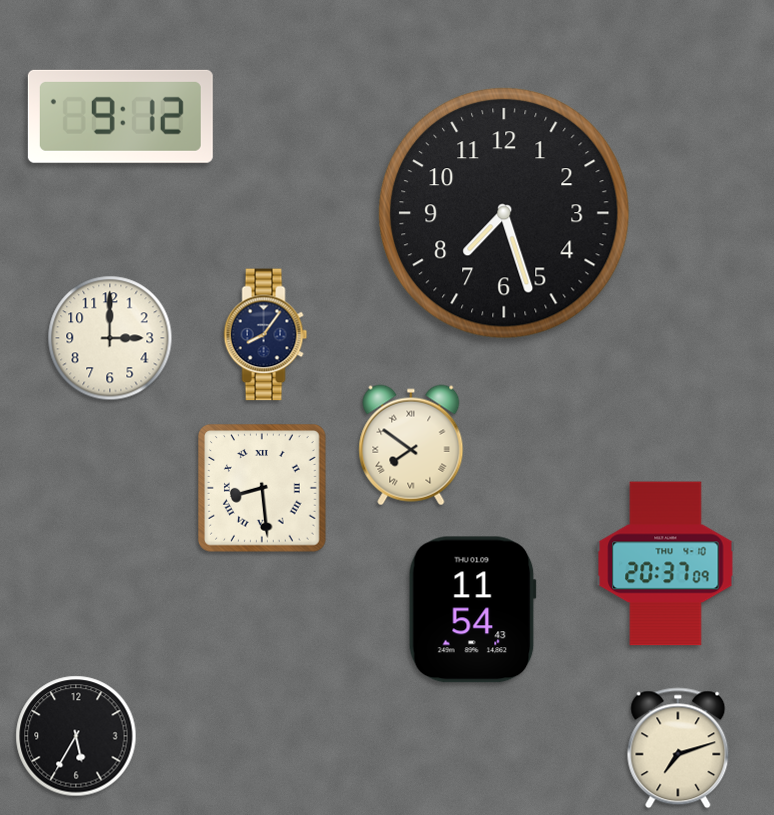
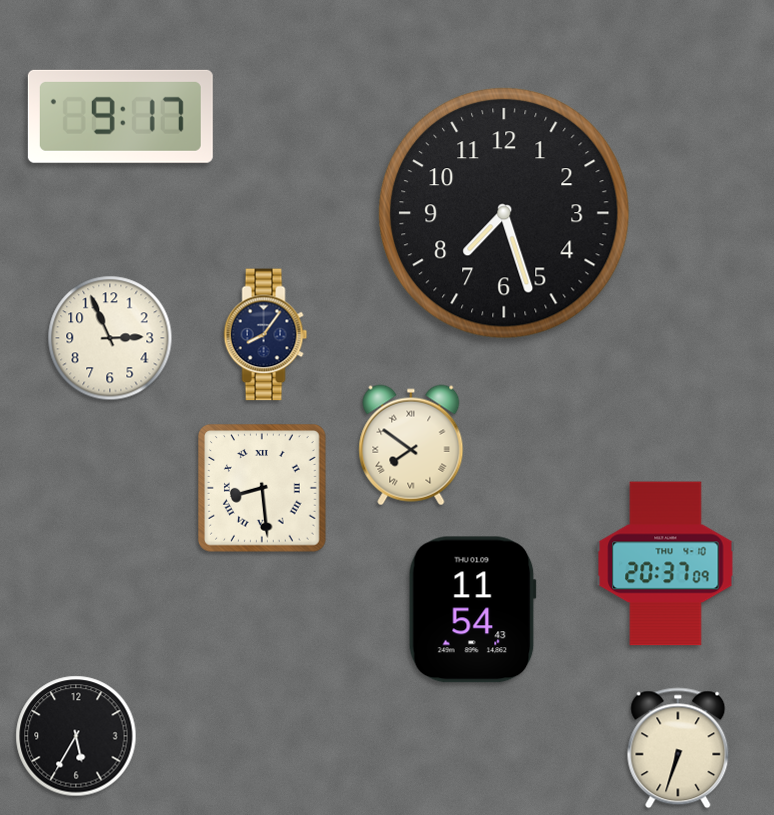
clock at (120, 116): 9:12 -> 9:17
clock at (110, 338): 3:00 -> 2:56
clock at (678, 748): 7:12 -> 6:33
